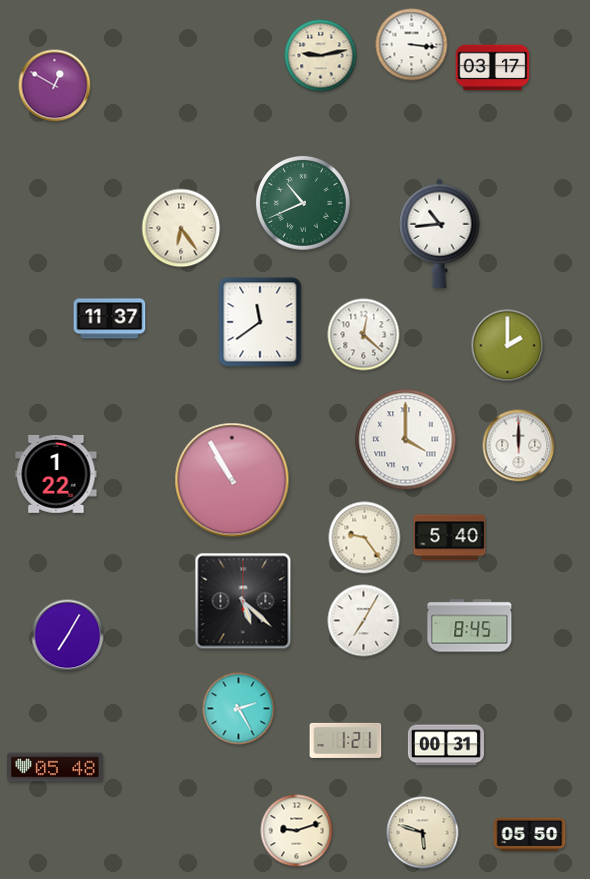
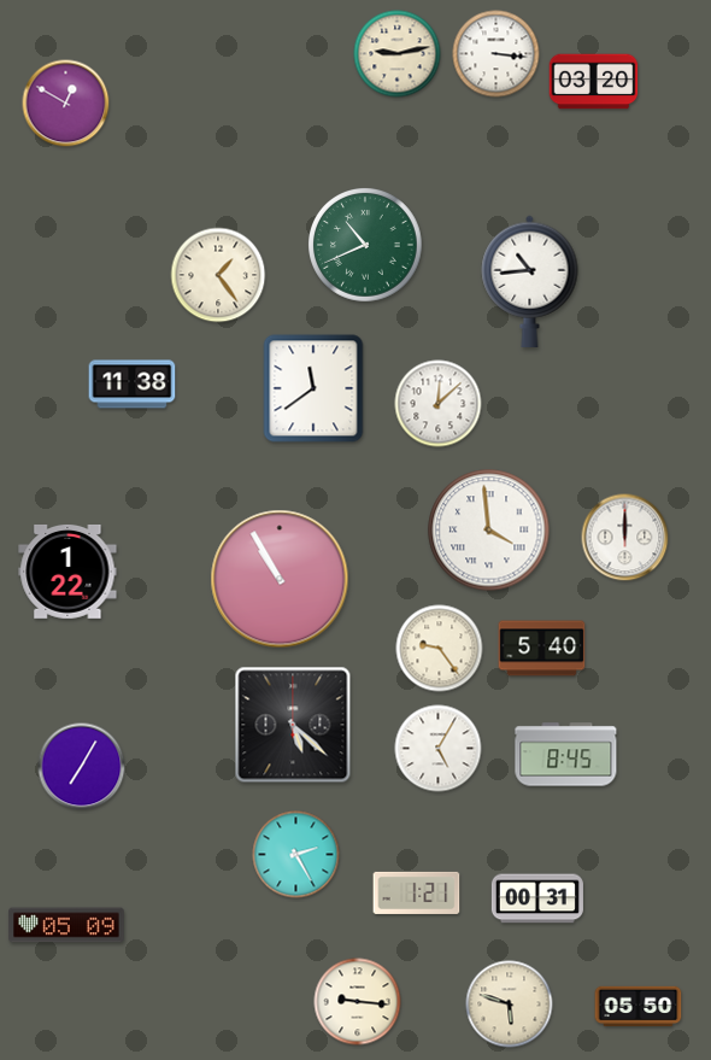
clock at (321, 56) position: (321, 56) -> (398, 54)
clock at (493, 68): 03:17 -> 03:20
clock at (181, 228): 6:24 -> 1:24
clock at (110, 319): 11:37 -> 11:38
clock at (364, 335): 12:22 -> 12:08
clock at (508, 346): 2:00 -> none
clock at (406, 440): 4:00 -> 3:59
clock at (364, 621): 7:05 -> 5:05
clock at (239, 709) position: (239, 709) -> (296, 855)
clock at (55, 767): 05:48 -> 05:09
clock at (297, 831): 9:12 -> 9:16
